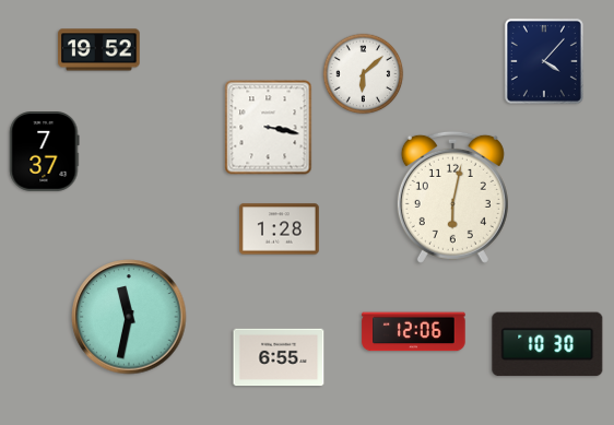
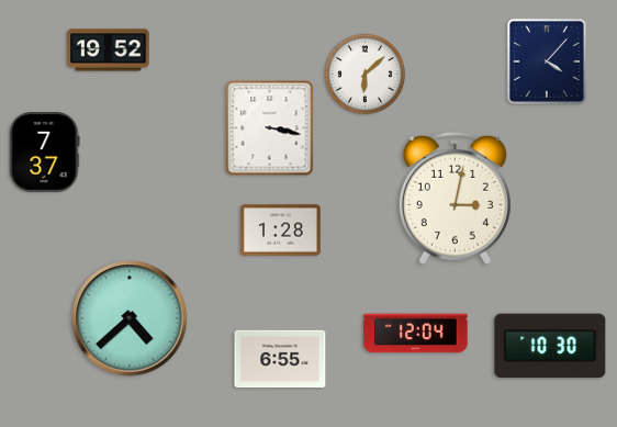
clock at (99, 50) position: (99, 50) -> (109, 50)
clock at (452, 197): 6:02 -> 3:02
clock at (129, 317): 11:32 -> 4:38
clock at (414, 332): 12:06 -> 12:04
